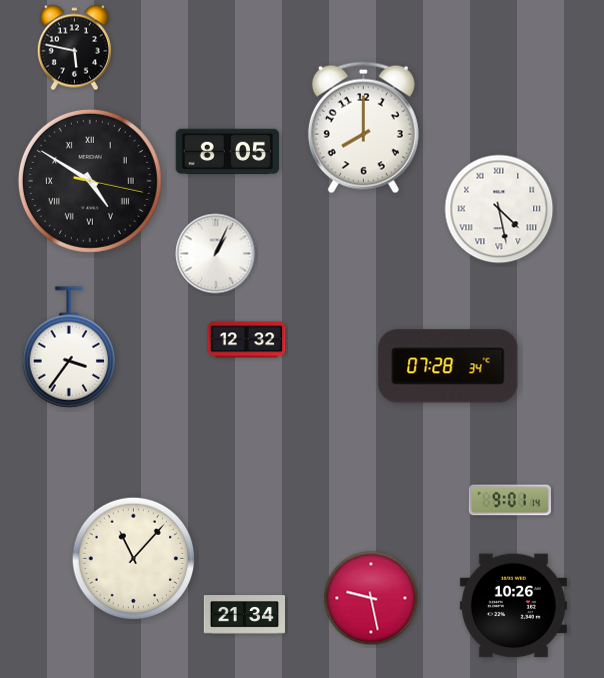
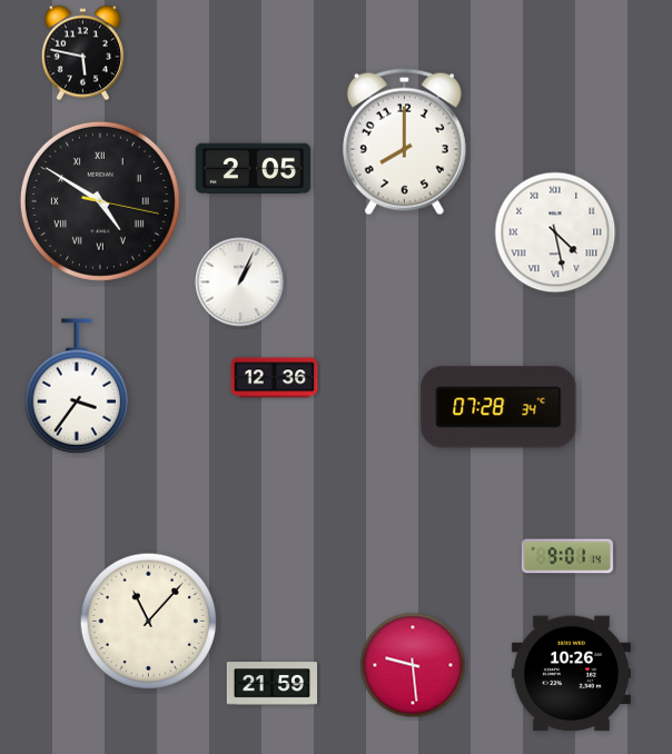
clock at (228, 152): 8:05 -> 2:05
clock at (247, 340): 12:32 -> 12:36
clock at (371, 598): 9:28 -> 9:29
clock at (245, 615): 21:34 -> 21:59
